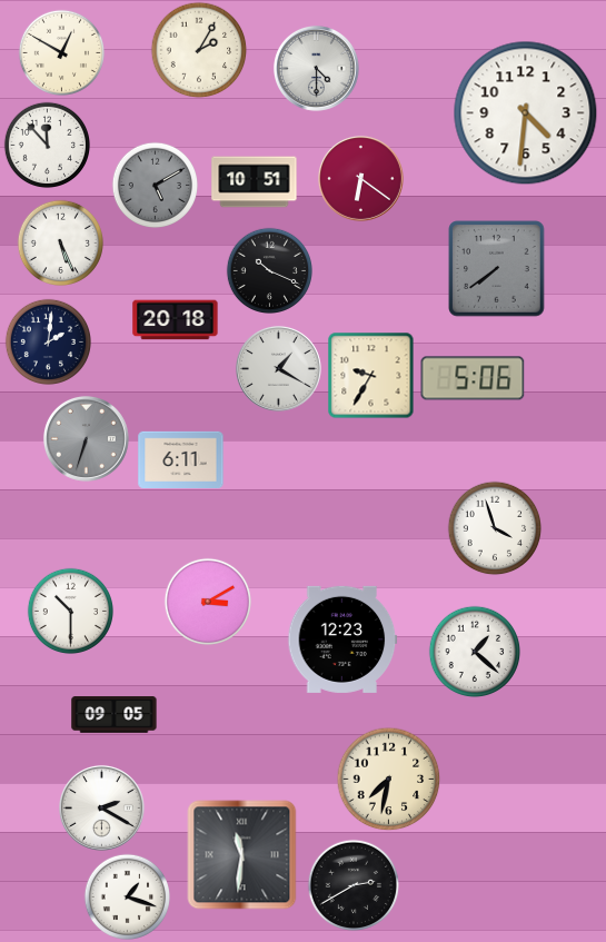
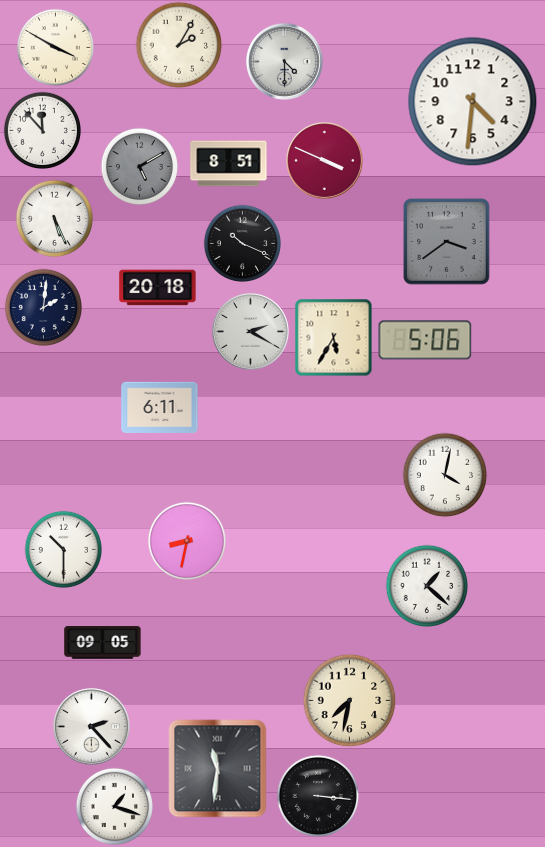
clock at (61, 52): 12:50 -> 3:50
clock at (360, 178): 6:21 -> 3:49
clock at (255, 182): 10:51 -> 8:51
clock at (497, 269): 7:39 -> 3:39
clock at (278, 368): 1:20 -> 2:20
clock at (370, 375): 9:35 -> 5:35
clock at (86, 438): 6:33 -> none
clock at (181, 459) position: (181, 459) -> (160, 407)
clock at (495, 528): 3:57 -> 4:02
clock at (207, 601): 3:10 -> 8:32
clock at (342, 639): 12:23 -> none
clock at (101, 807): 2:20 -> 2:23
clock at (354, 885): 2:40 -> 3:16
